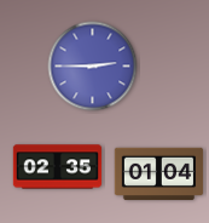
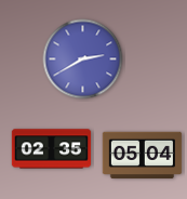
clock at (93, 67): 2:45 -> 2:40
clock at (159, 175): 01:04 -> 05:04
